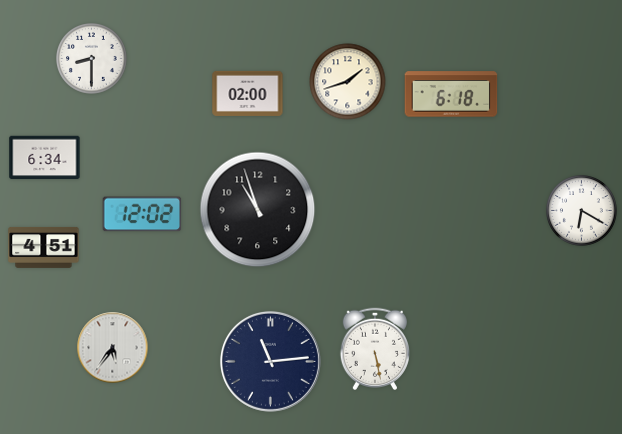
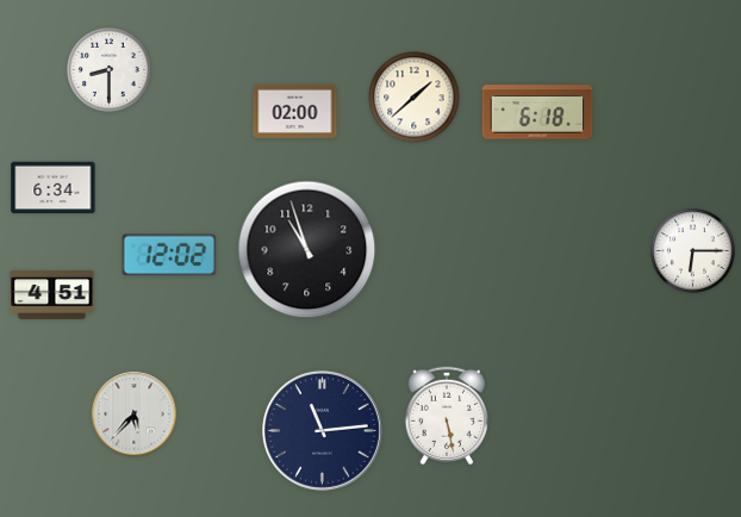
clock at (348, 82): 1:42 -> 1:38
clock at (582, 211): 6:20 -> 6:15
clock at (113, 348): 5:36 -> 5:37
